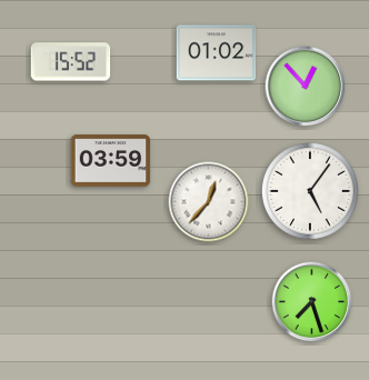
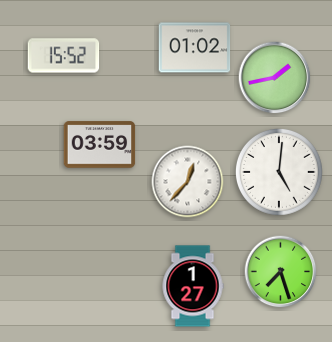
clock at (306, 87): 12:53 -> 1:43
clock at (310, 191): 5:06 -> 5:01
clock at (193, 286): none -> 1:27
